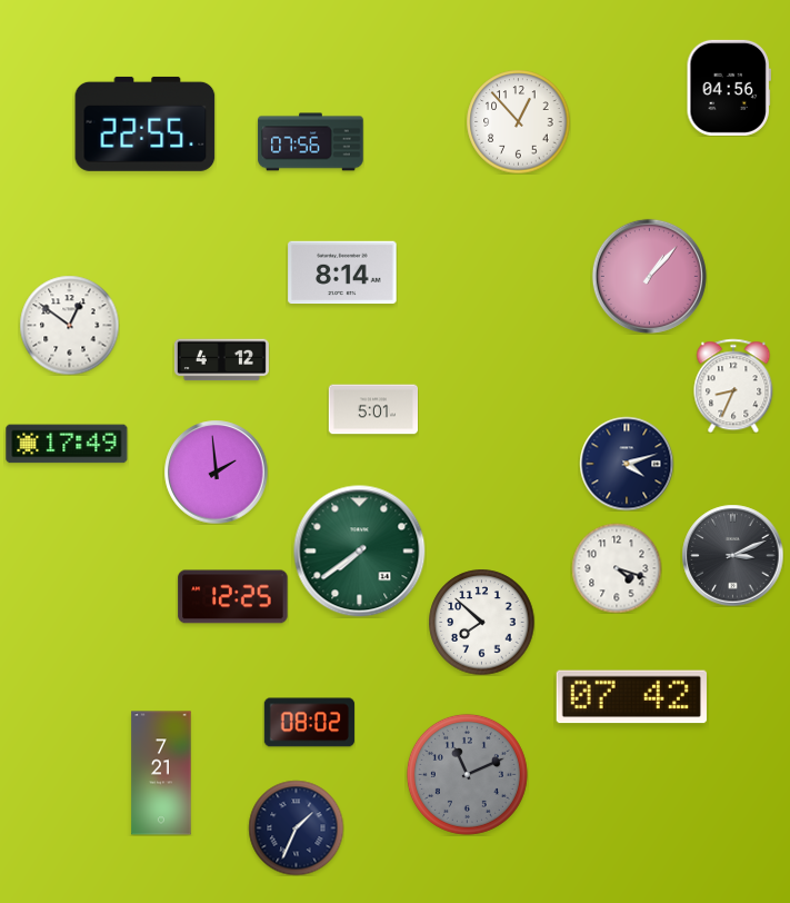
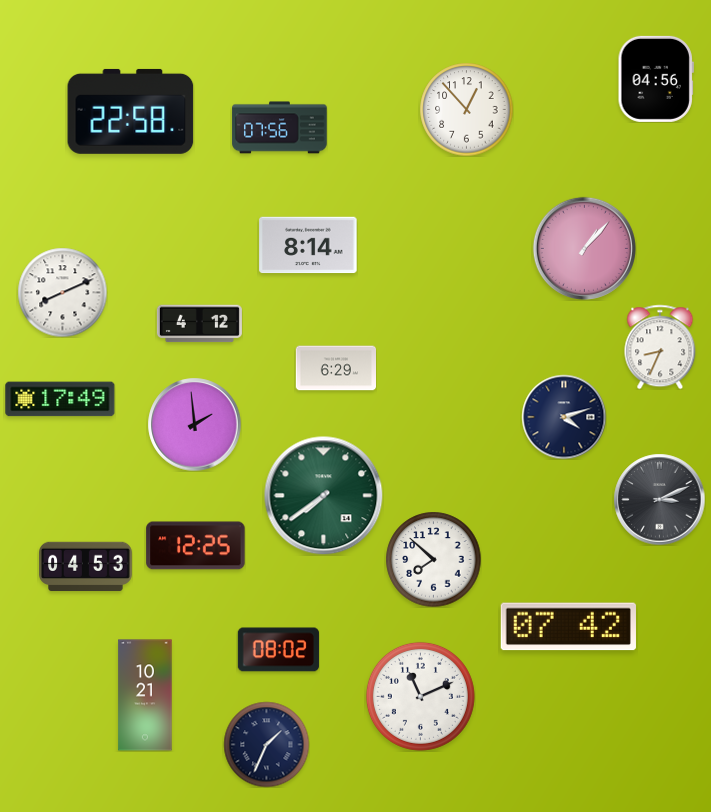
clock at (146, 123): 22:55 -> 22:58
clock at (69, 325): 12:51 -> 8:11
clock at (372, 409): 5:01 -> 6:29
clock at (617, 568): 4:18 -> none
clock at (233, 597) position: (233, 597) -> (196, 546)
clock at (86, 567): none -> 04:53
clock at (161, 773): 7:21 -> 10:21
clock at (467, 774) dial: grey -> white
